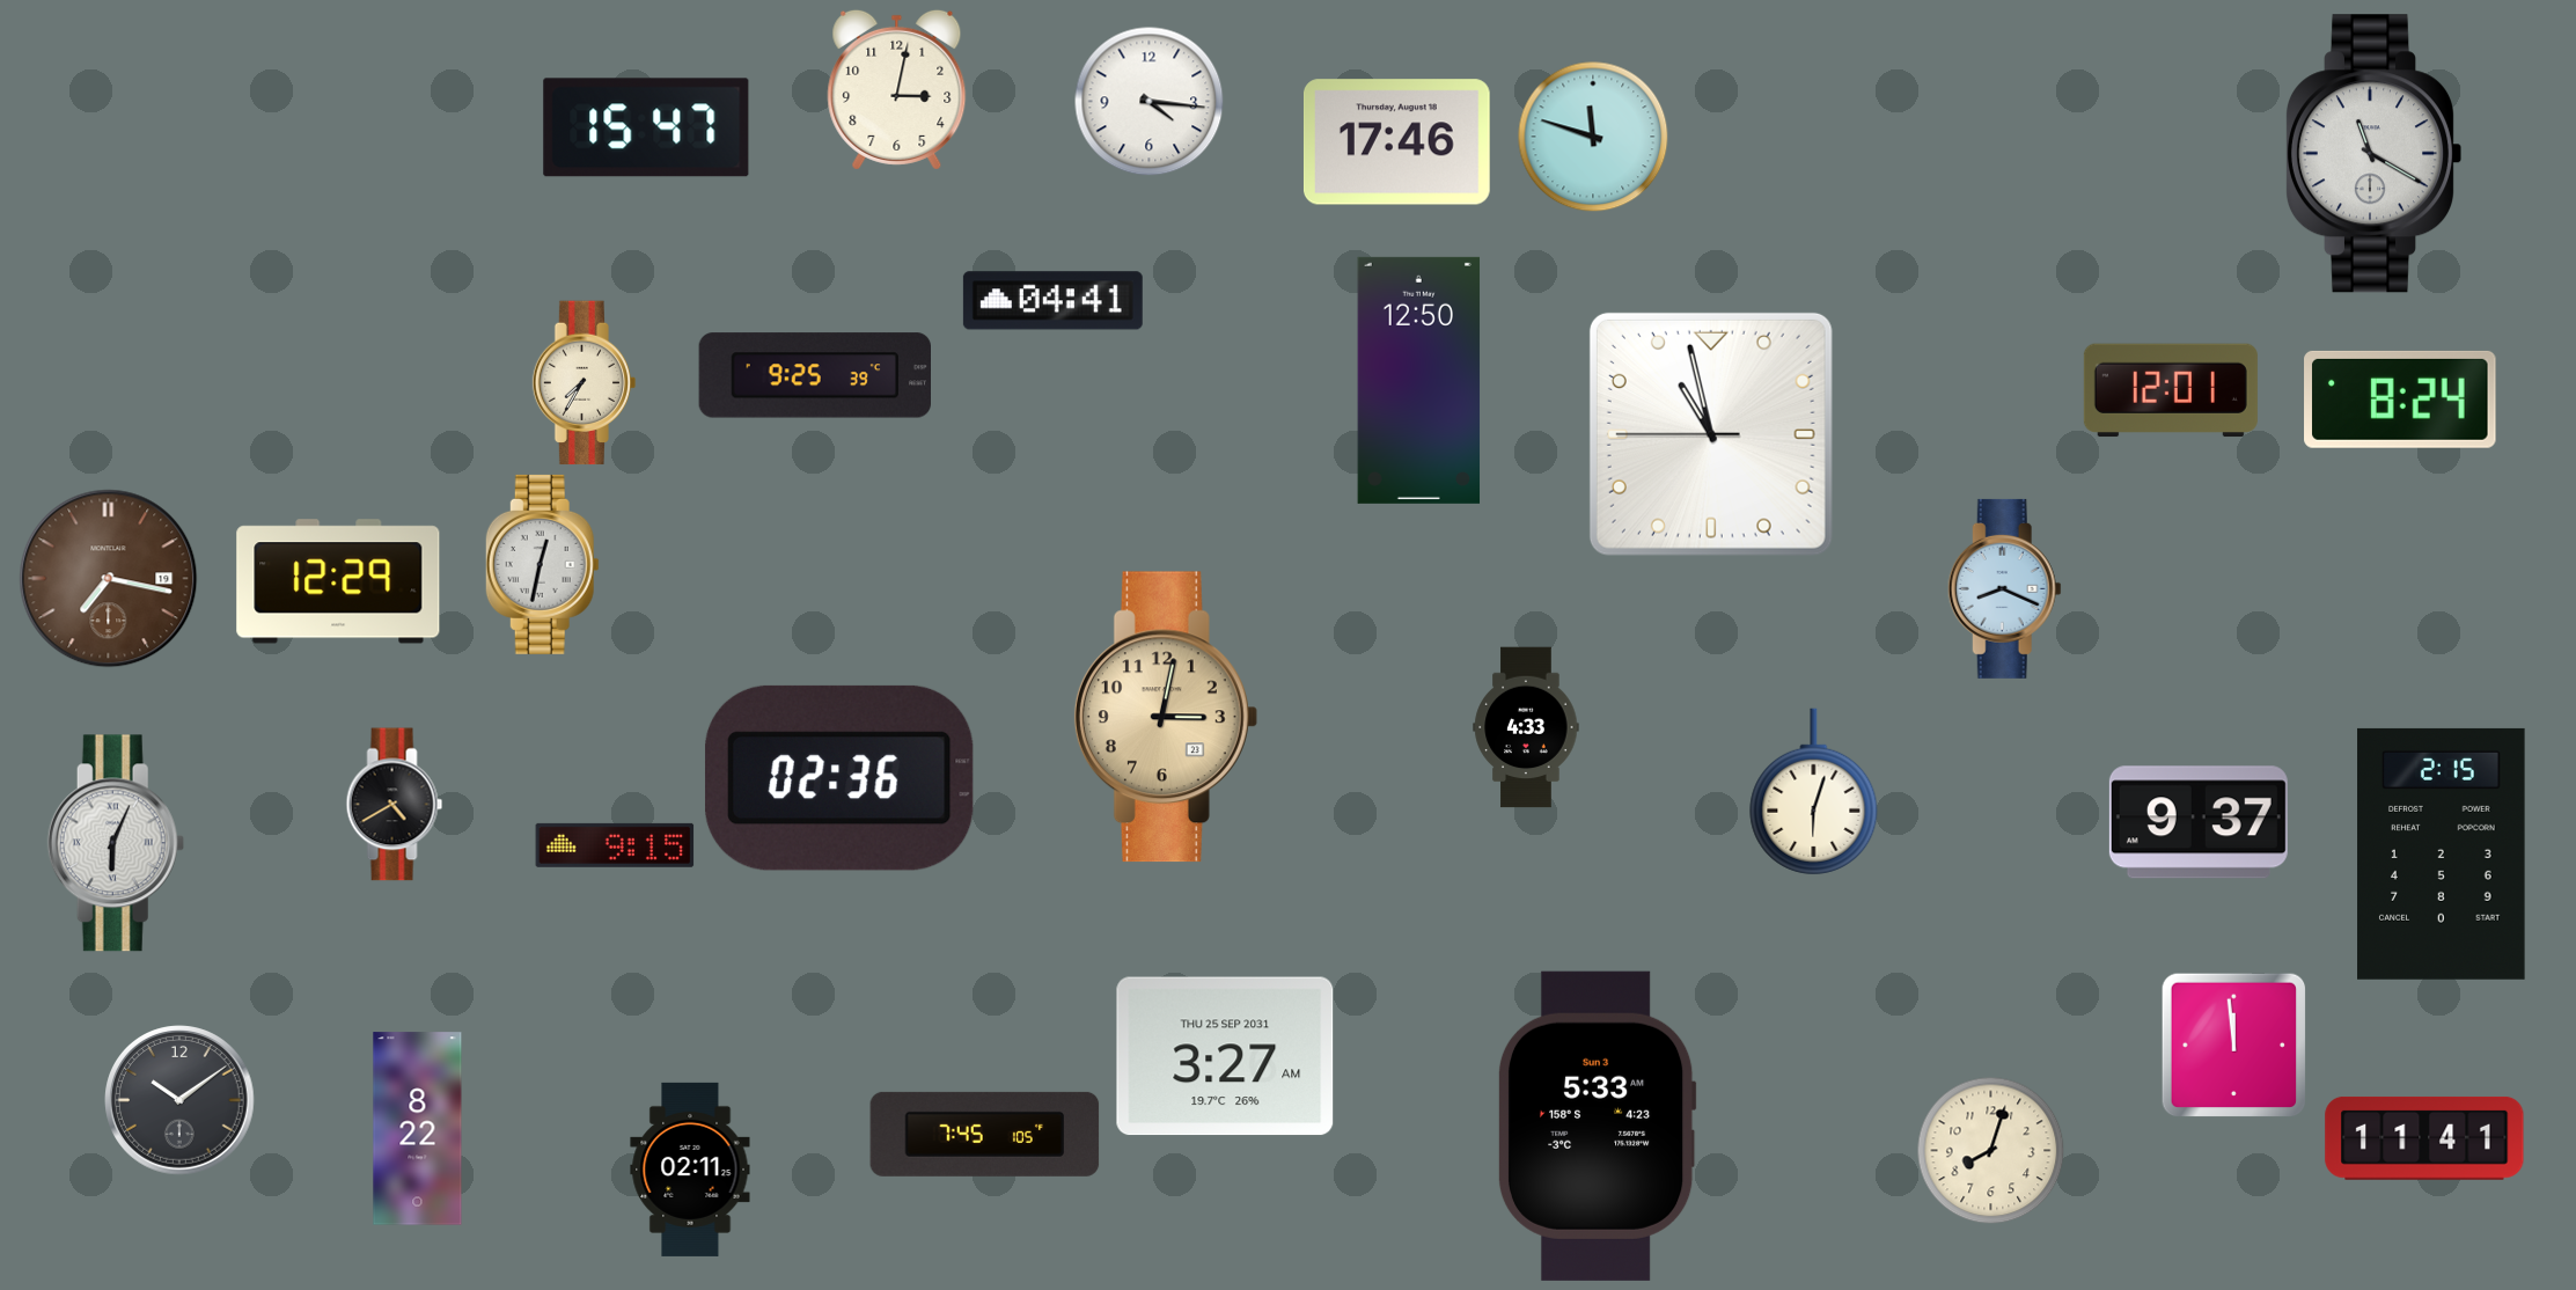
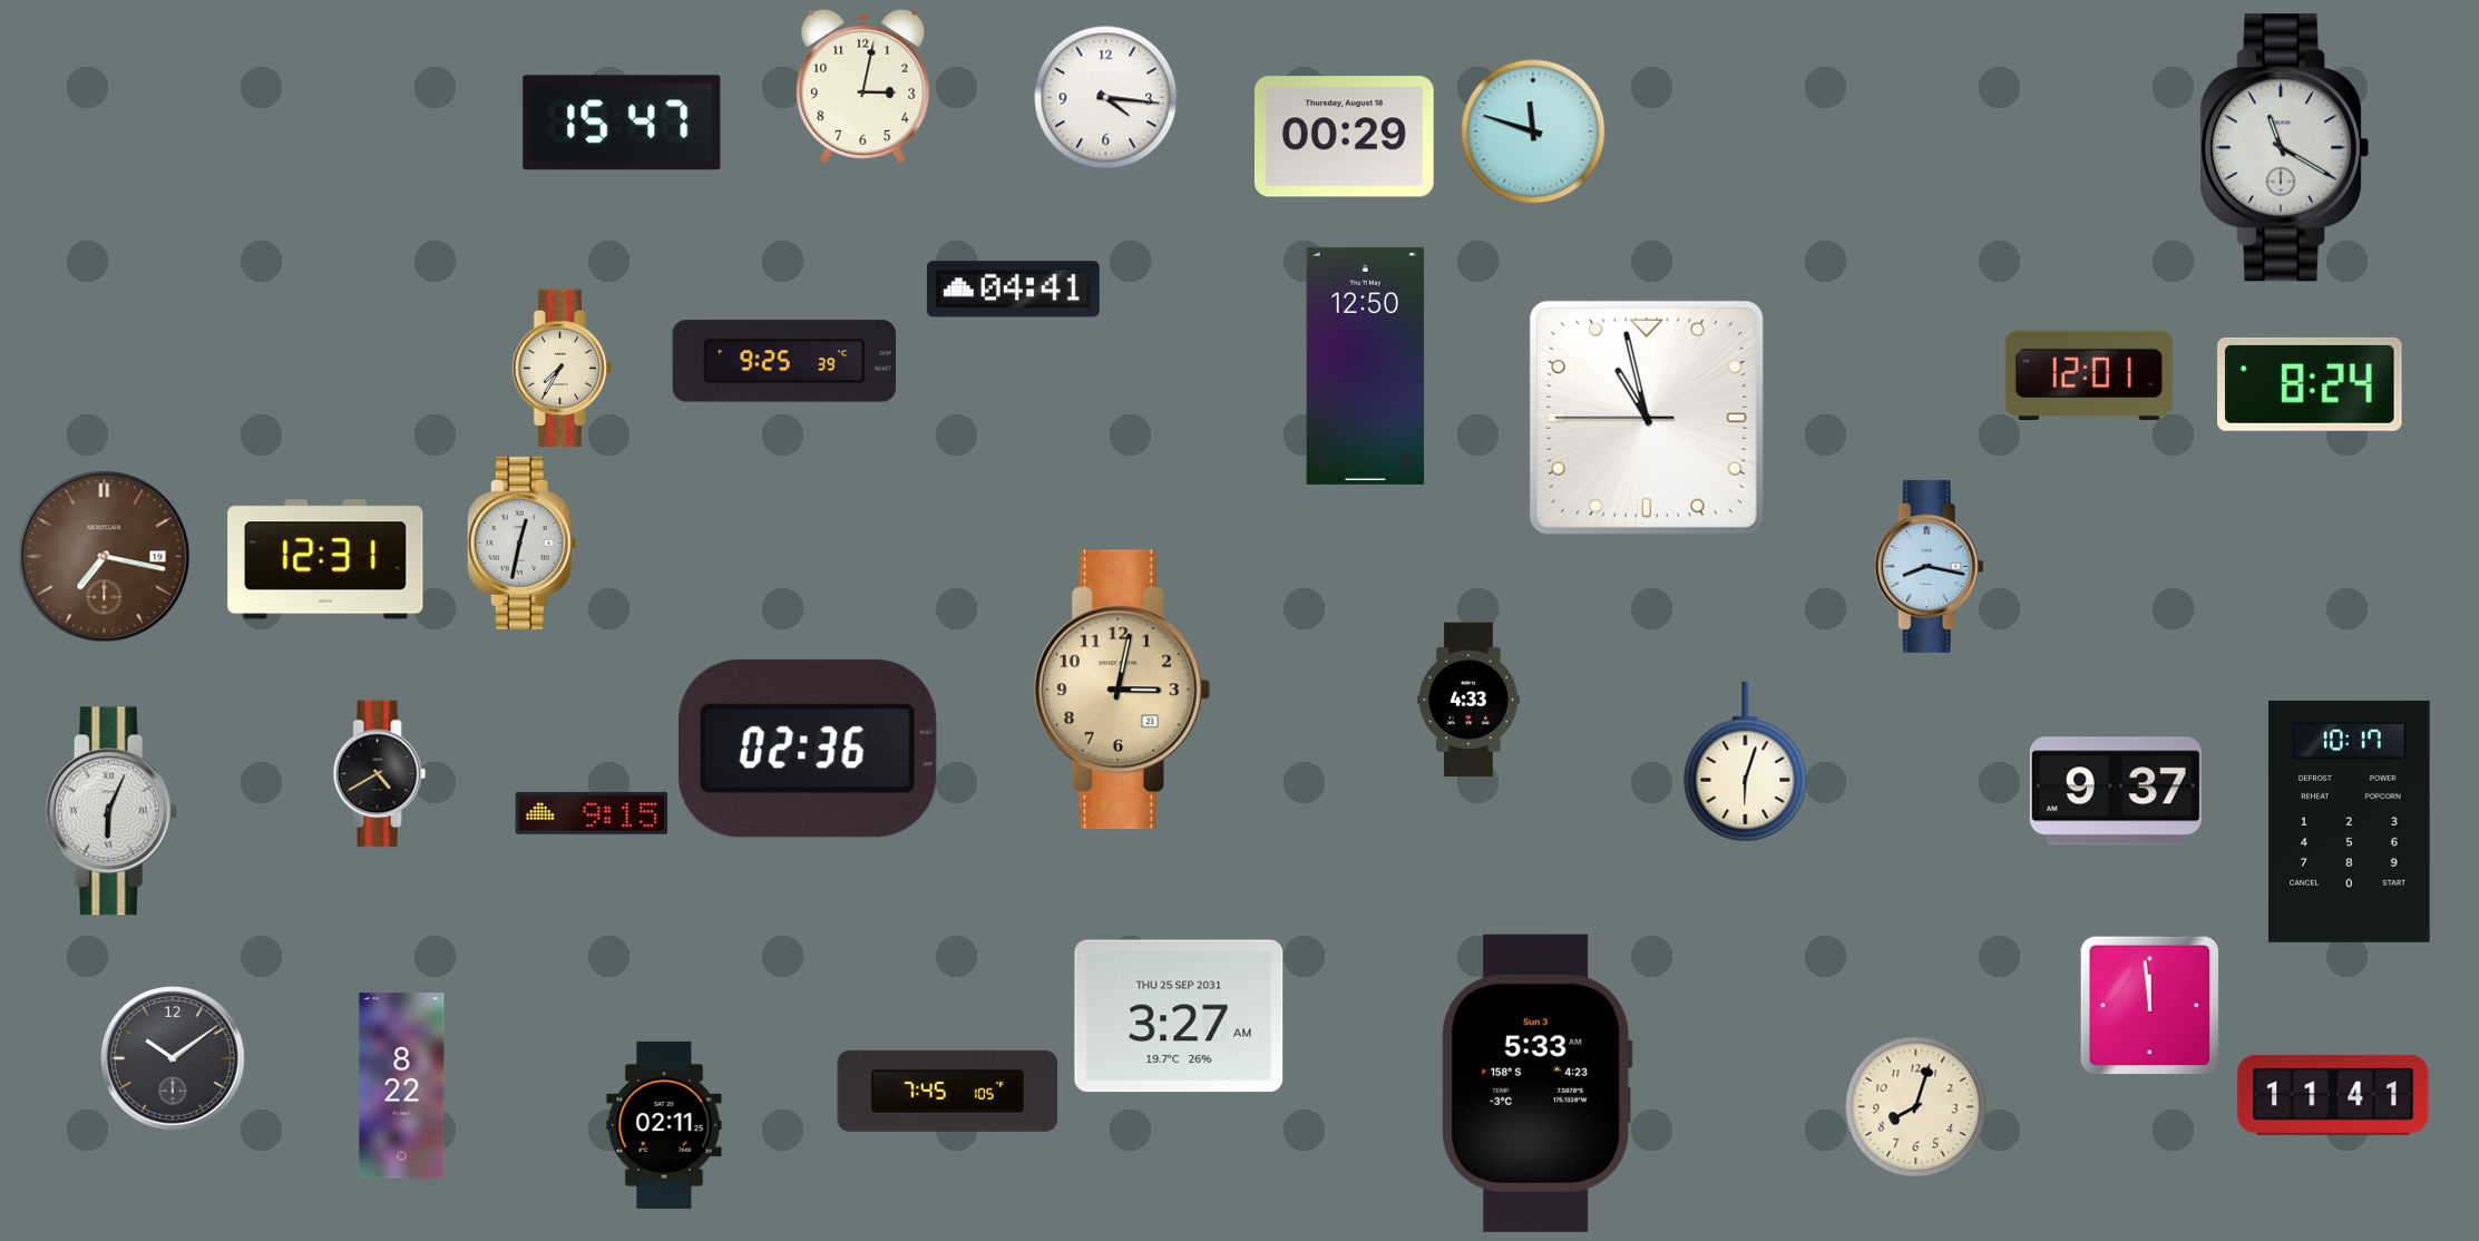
clock at (1396, 142): 17:46 -> 00:29
clock at (338, 581): 12:29 -> 12:31
clock at (2004, 588): 8:19 -> 8:17
clock at (2442, 853): 2:15 -> 10:17
